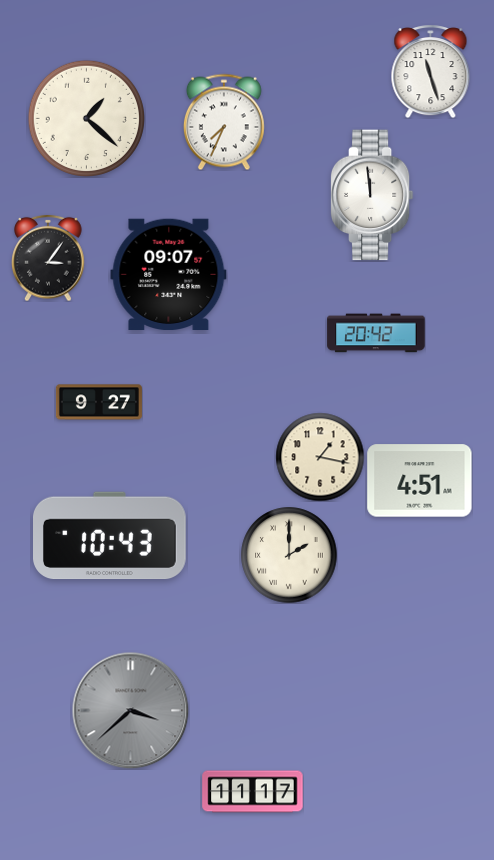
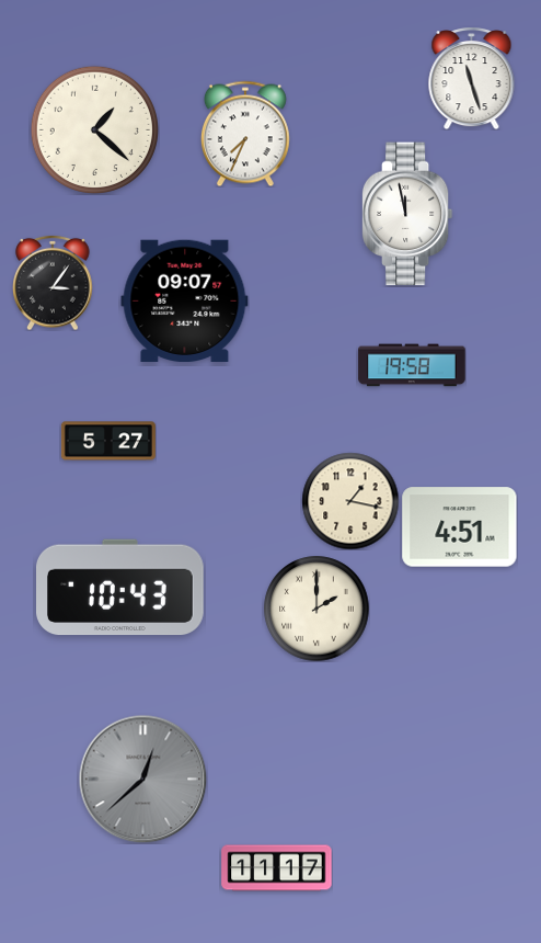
clock at (372, 195): 11:59 -> 11:58
clock at (376, 333): 20:42 -> 19:58
clock at (99, 402): 9:27 -> 5:27
clock at (130, 710): 3:38 -> 12:38
